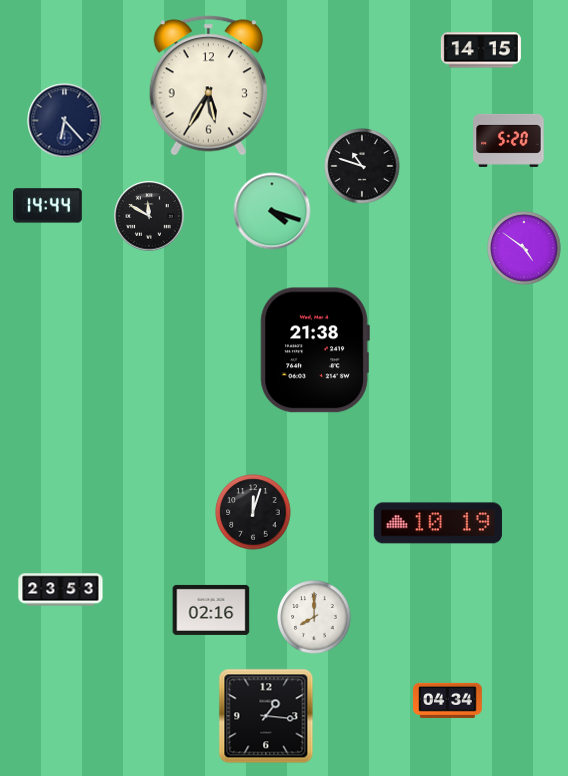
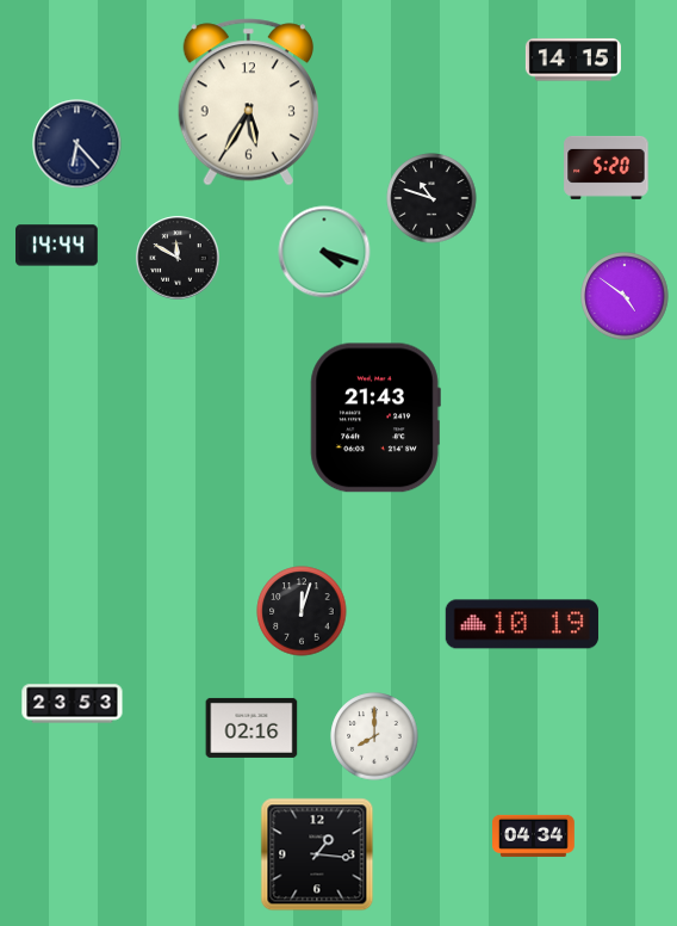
clock at (315, 350): 21:38 -> 21:43
